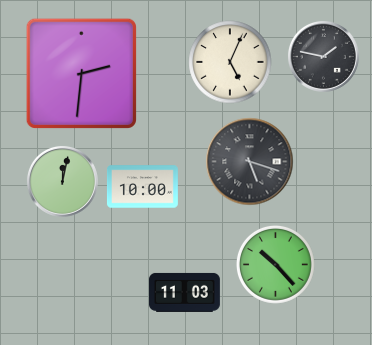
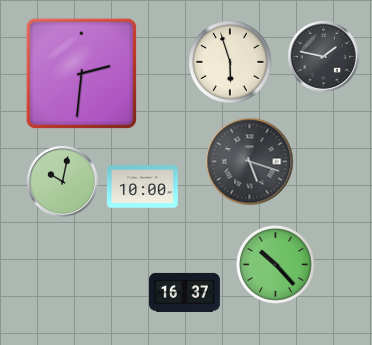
clock at (230, 62): 5:04 -> 5:57
clock at (62, 181): 12:02 -> 10:02
clock at (184, 292): 11:03 -> 16:37
